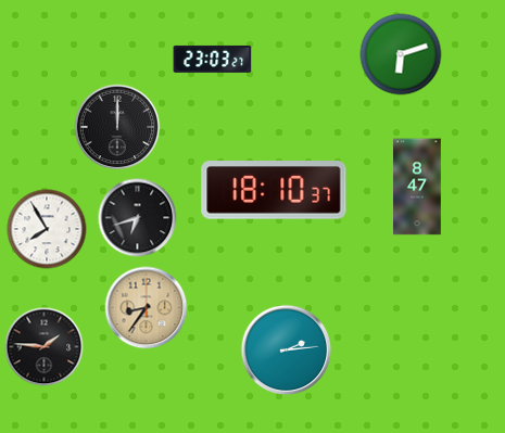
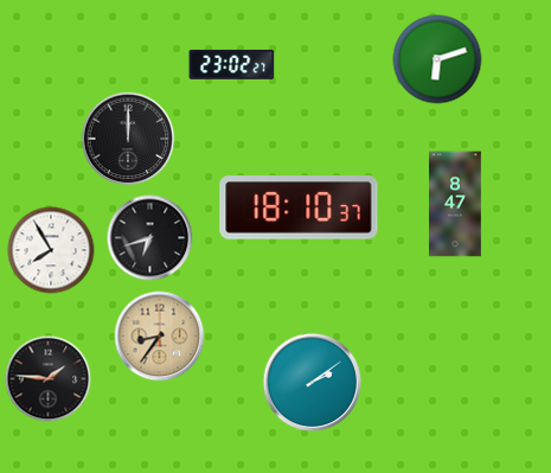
clock at (213, 59): 23:03 -> 23:02
clock at (287, 351): 2:14 -> 2:09
